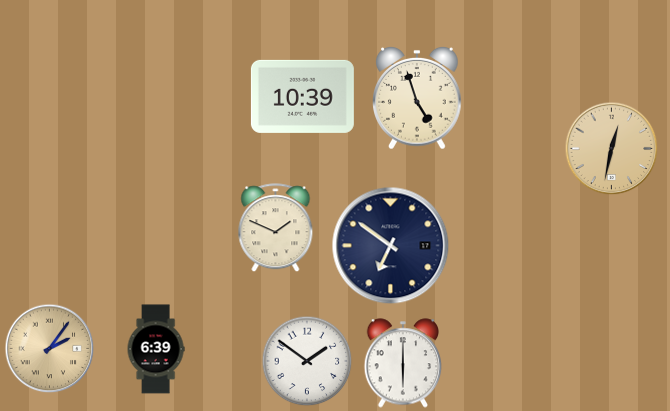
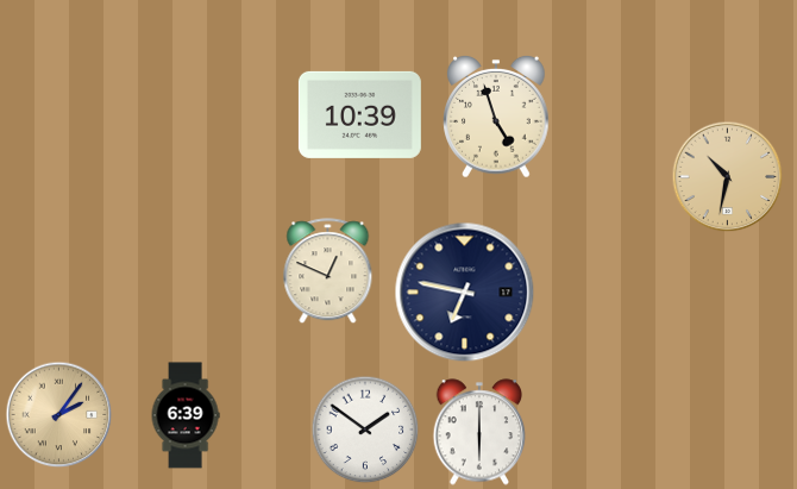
clock at (612, 149): 12:32 -> 10:32
clock at (276, 228): 1:49 -> 12:49
clock at (391, 246): 6:51 -> 6:47
